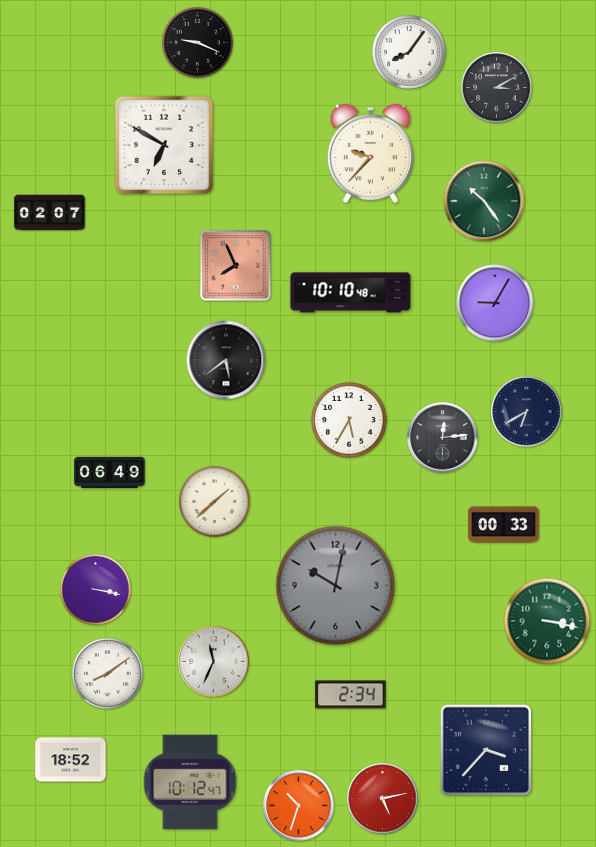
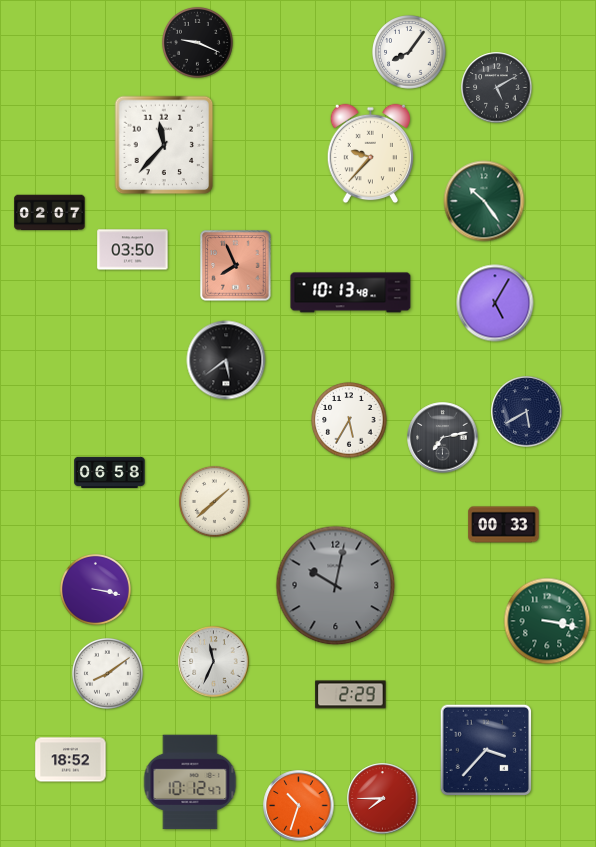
clock at (497, 88): 3:10 -> 5:10
clock at (164, 145): 6:50 -> 11:37
clock at (133, 250): none -> 03:50
clock at (351, 293): 10:10 -> 10:13
clock at (495, 303): 9:05 -> 5:05
clock at (527, 412): 6:40 -> 5:40
clock at (443, 438): 12:14 -> 7:13
clock at (110, 472): 06:49 -> 06:58
clock at (351, 695): 2:34 -> 2:29
clock at (383, 799): 5:13 -> 7:45
